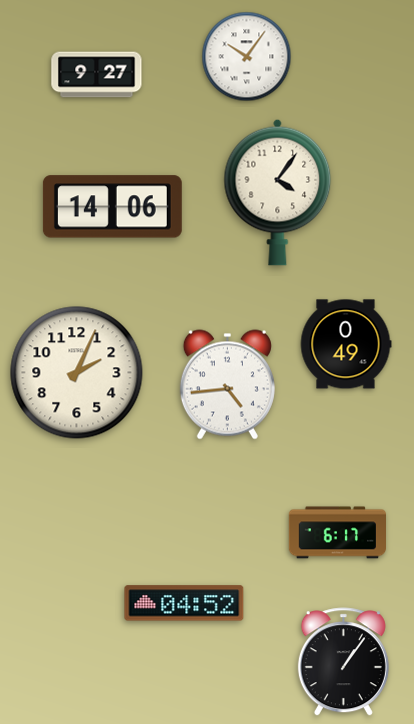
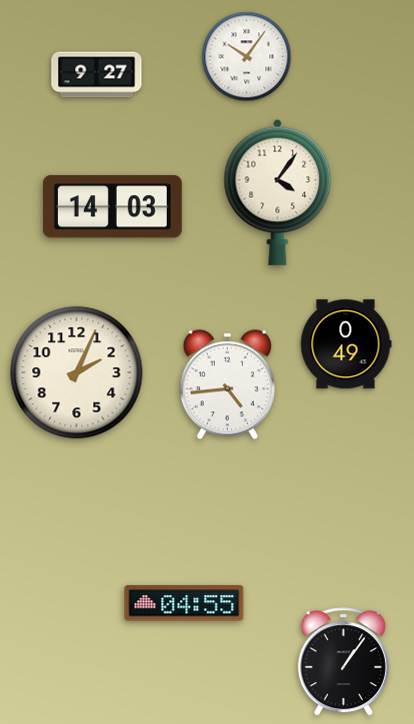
clock at (112, 207): 14:06 -> 14:03
clock at (337, 533): 6:17 -> none
clock at (184, 603): 04:52 -> 04:55
